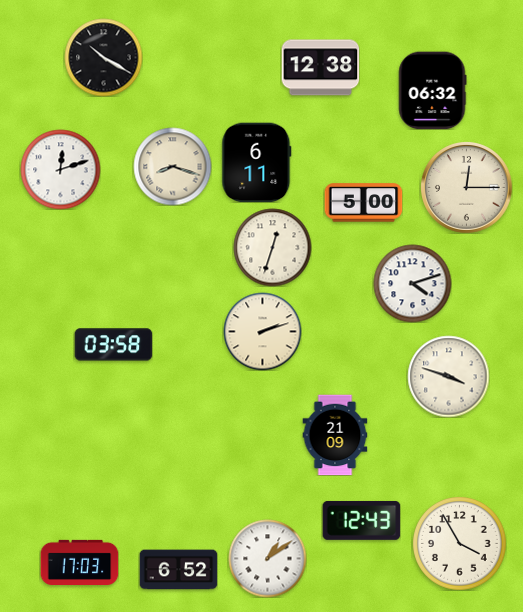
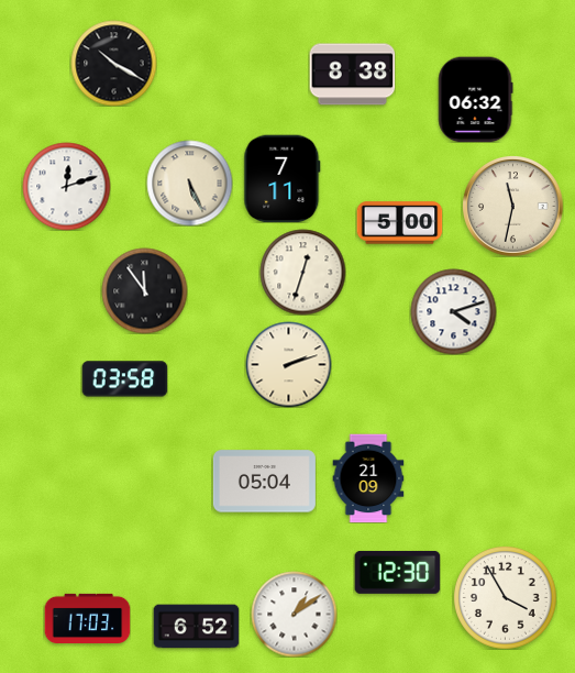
clock at (320, 68): 12:38 -> 8:38
clock at (257, 162): 6:11 -> 7:11
clock at (172, 166): 8:18 -> 5:26
clock at (467, 188): 12:15 -> 11:32
clock at (272, 247) position: (272, 247) -> (302, 272)
clock at (144, 290): none -> 11:54
clock at (448, 376): 3:48 -> none
clock at (264, 482): none -> 05:04
clock at (361, 520): 12:43 -> 12:30
